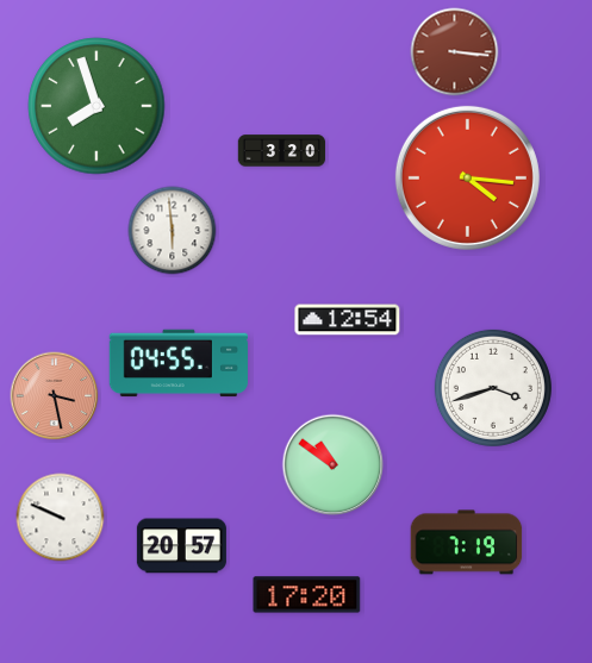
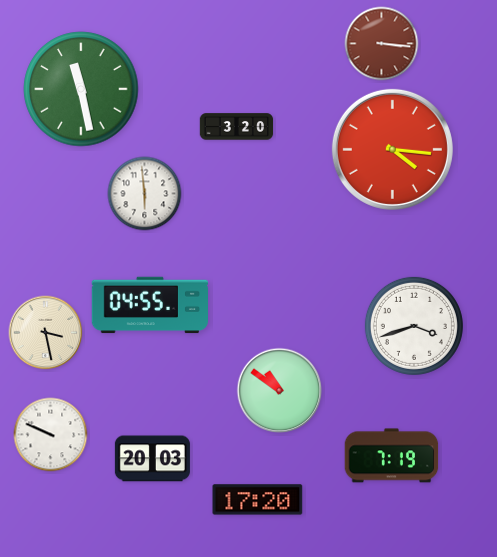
clock at (96, 106): 7:57 -> 11:28
clock at (348, 320): 12:54 -> none
clock at (55, 396) dial: salmon -> cream
clock at (181, 546): 20:57 -> 20:03
